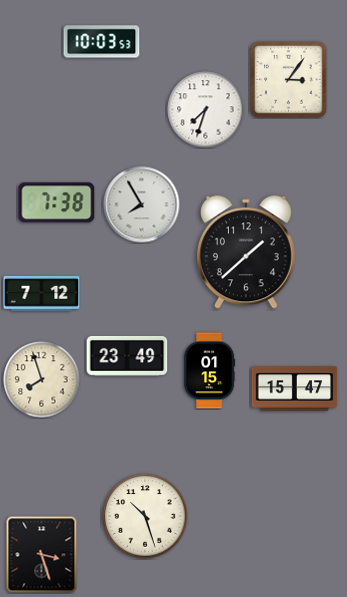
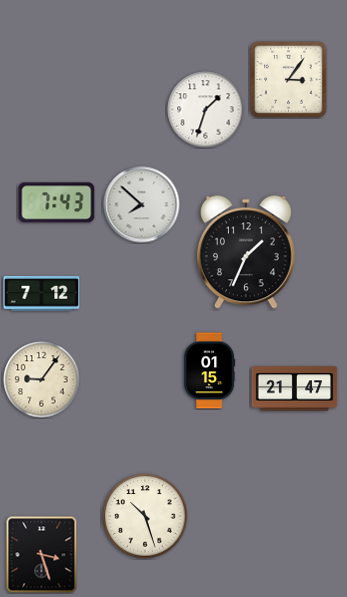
clock at (102, 42): 10:03 -> none
clock at (206, 110): 7:33 -> 1:33
clock at (57, 203): 7:38 -> 7:43
clock at (142, 205): 7:55 -> 7:52
clock at (247, 252): 1:38 -> 1:34
clock at (127, 356): 23:49 -> none
clock at (42, 380): 7:57 -> 9:06
clock at (295, 389): 15:47 -> 21:47
